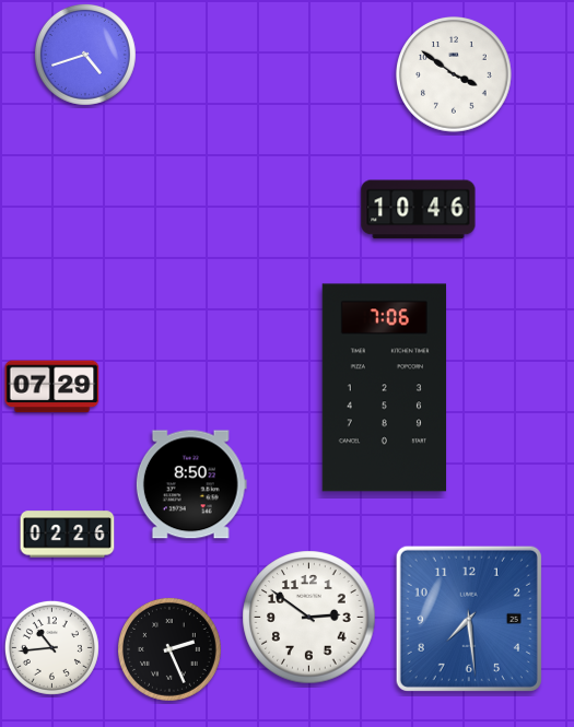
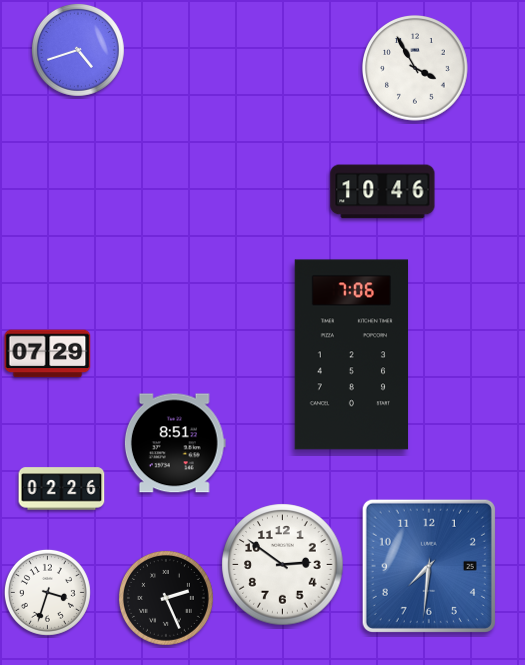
clock at (454, 74): 3:51 -> 3:55
clock at (191, 484): 8:50 -> 8:51
clock at (469, 619): 7:29 -> 7:31
clock at (51, 647): 10:44 -> 3:33
clock at (169, 649) position: (169, 649) -> (166, 598)
